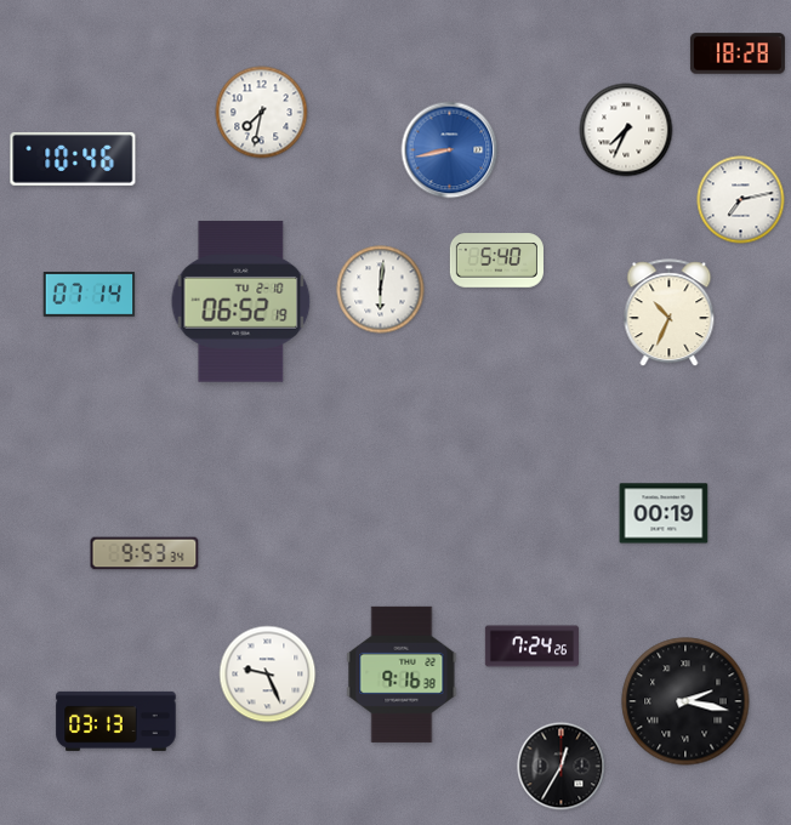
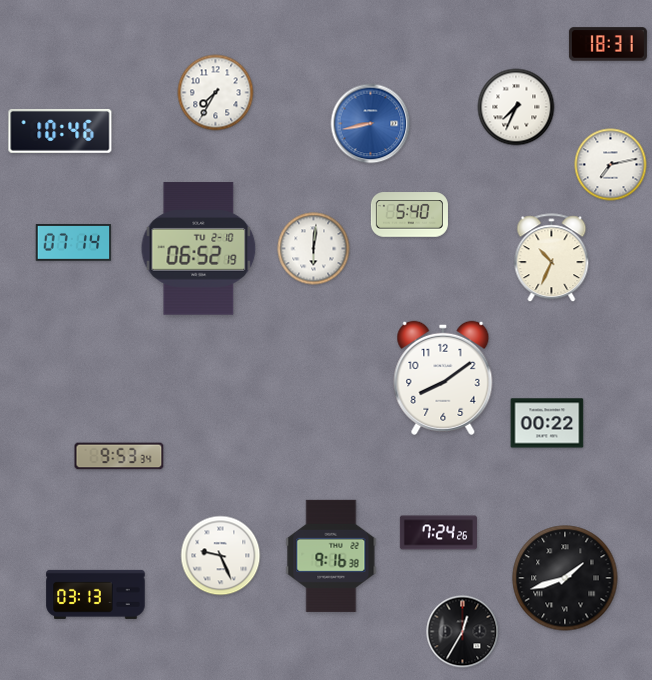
clock at (738, 53): 18:28 -> 18:31
clock at (262, 113): 7:32 -> 7:35
clock at (381, 290) position: (381, 290) -> (314, 249)
clock at (443, 378): none -> 8:09
clock at (664, 513): 00:19 -> 00:22
clock at (685, 701): 2:17 -> 1:42
